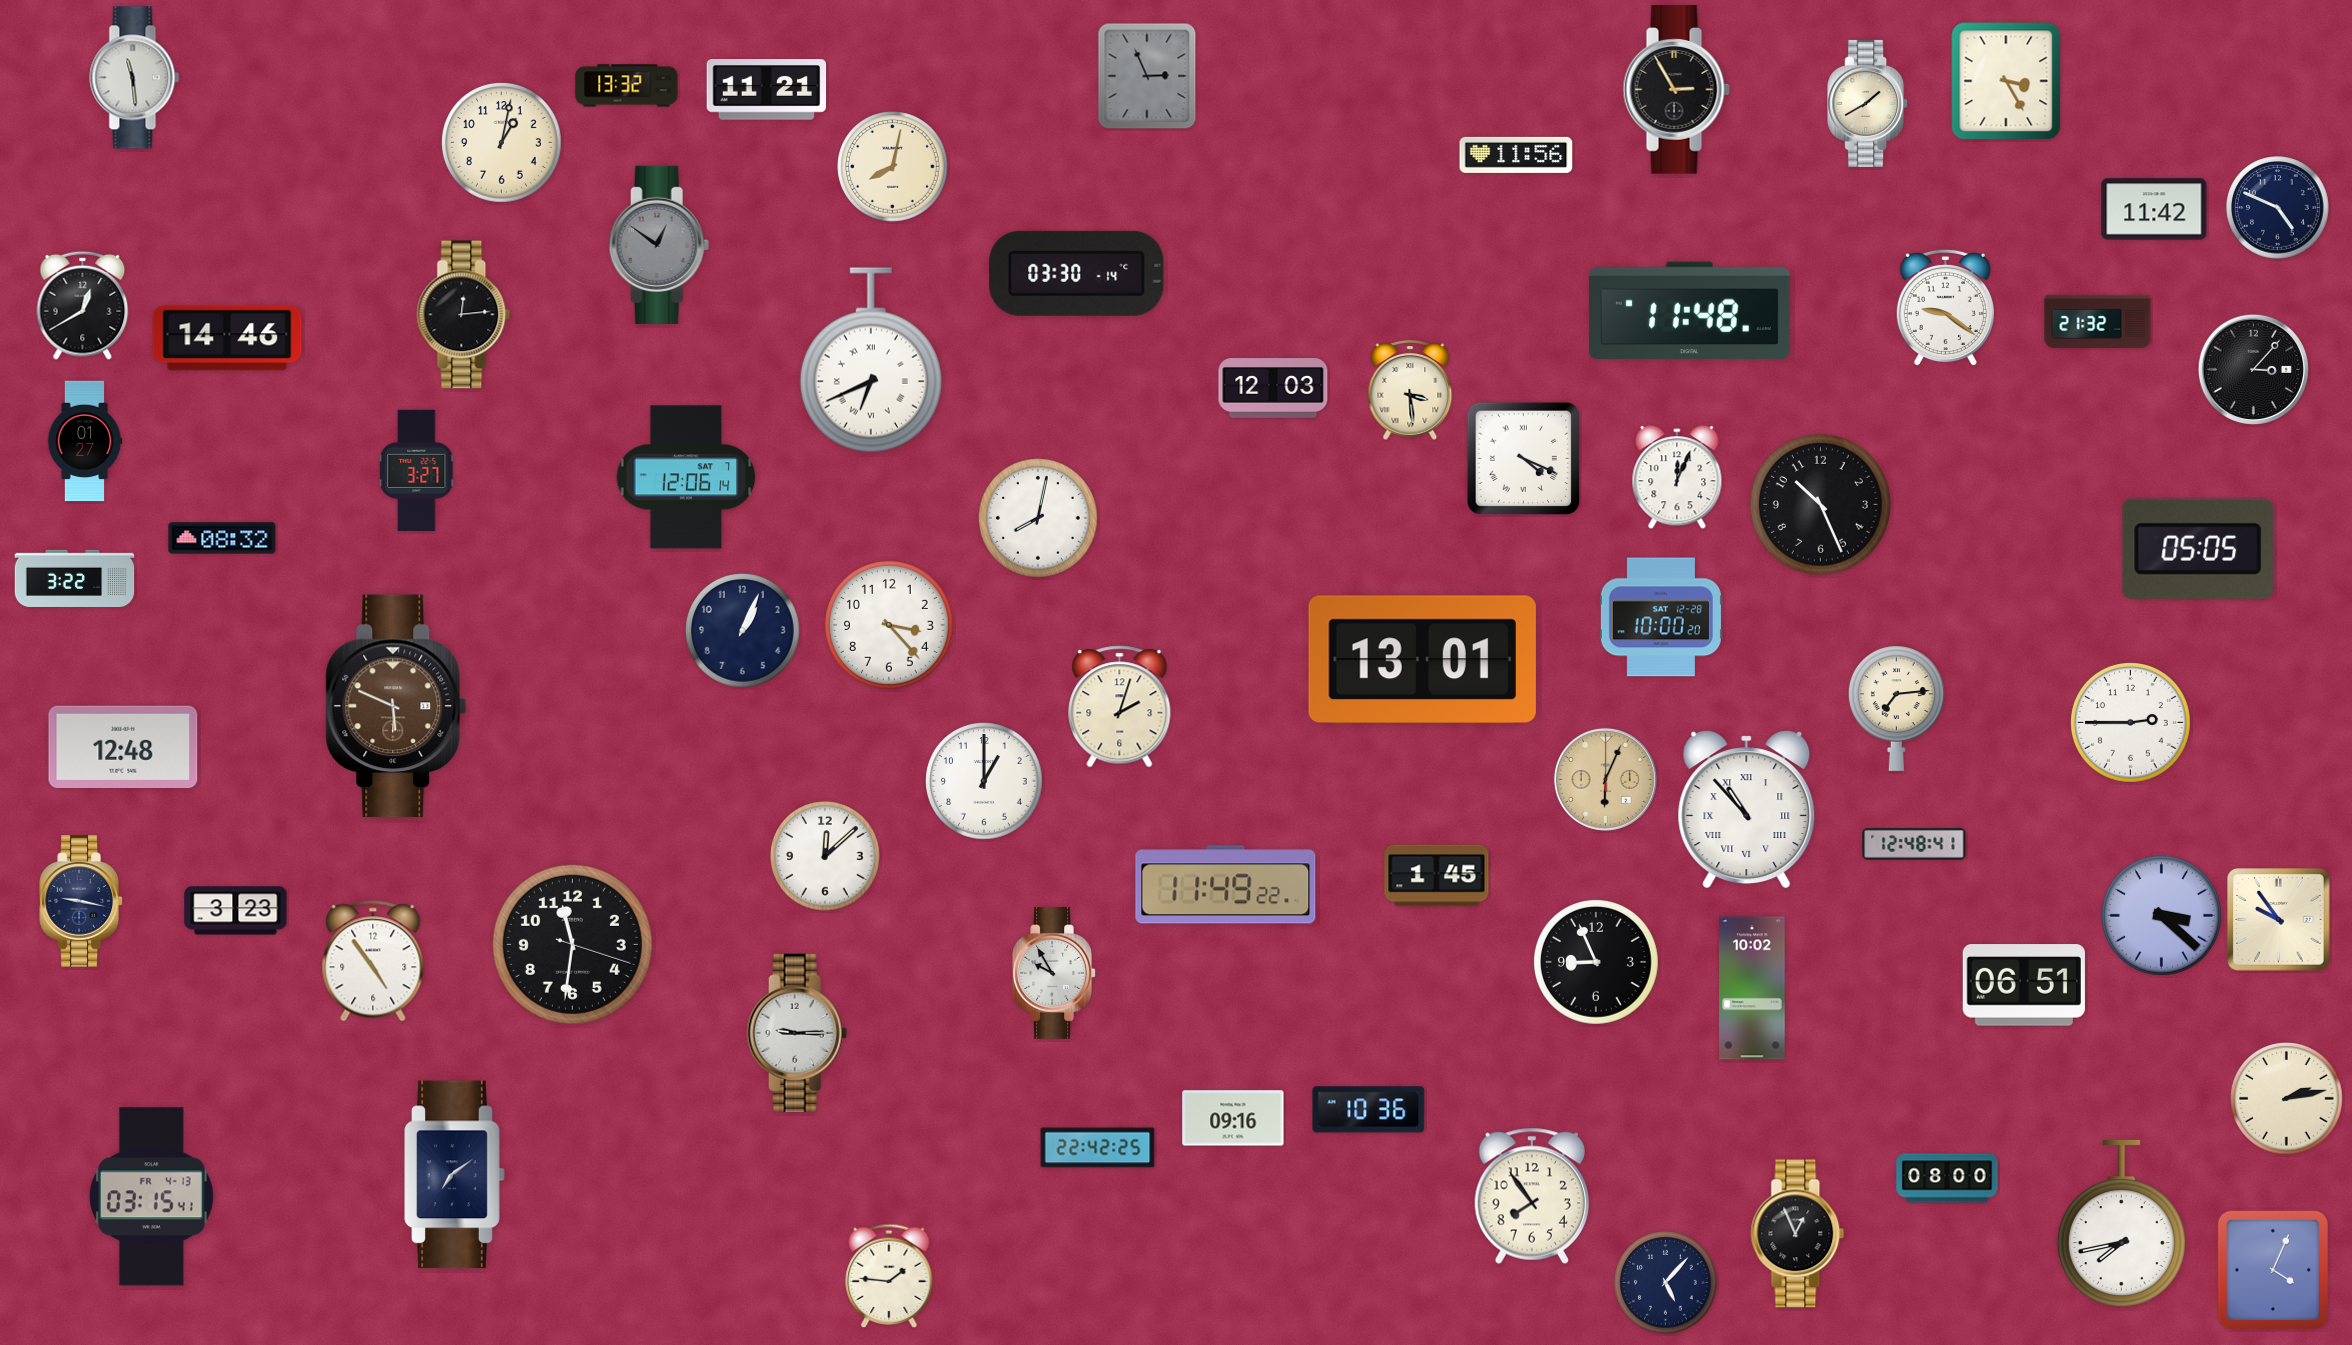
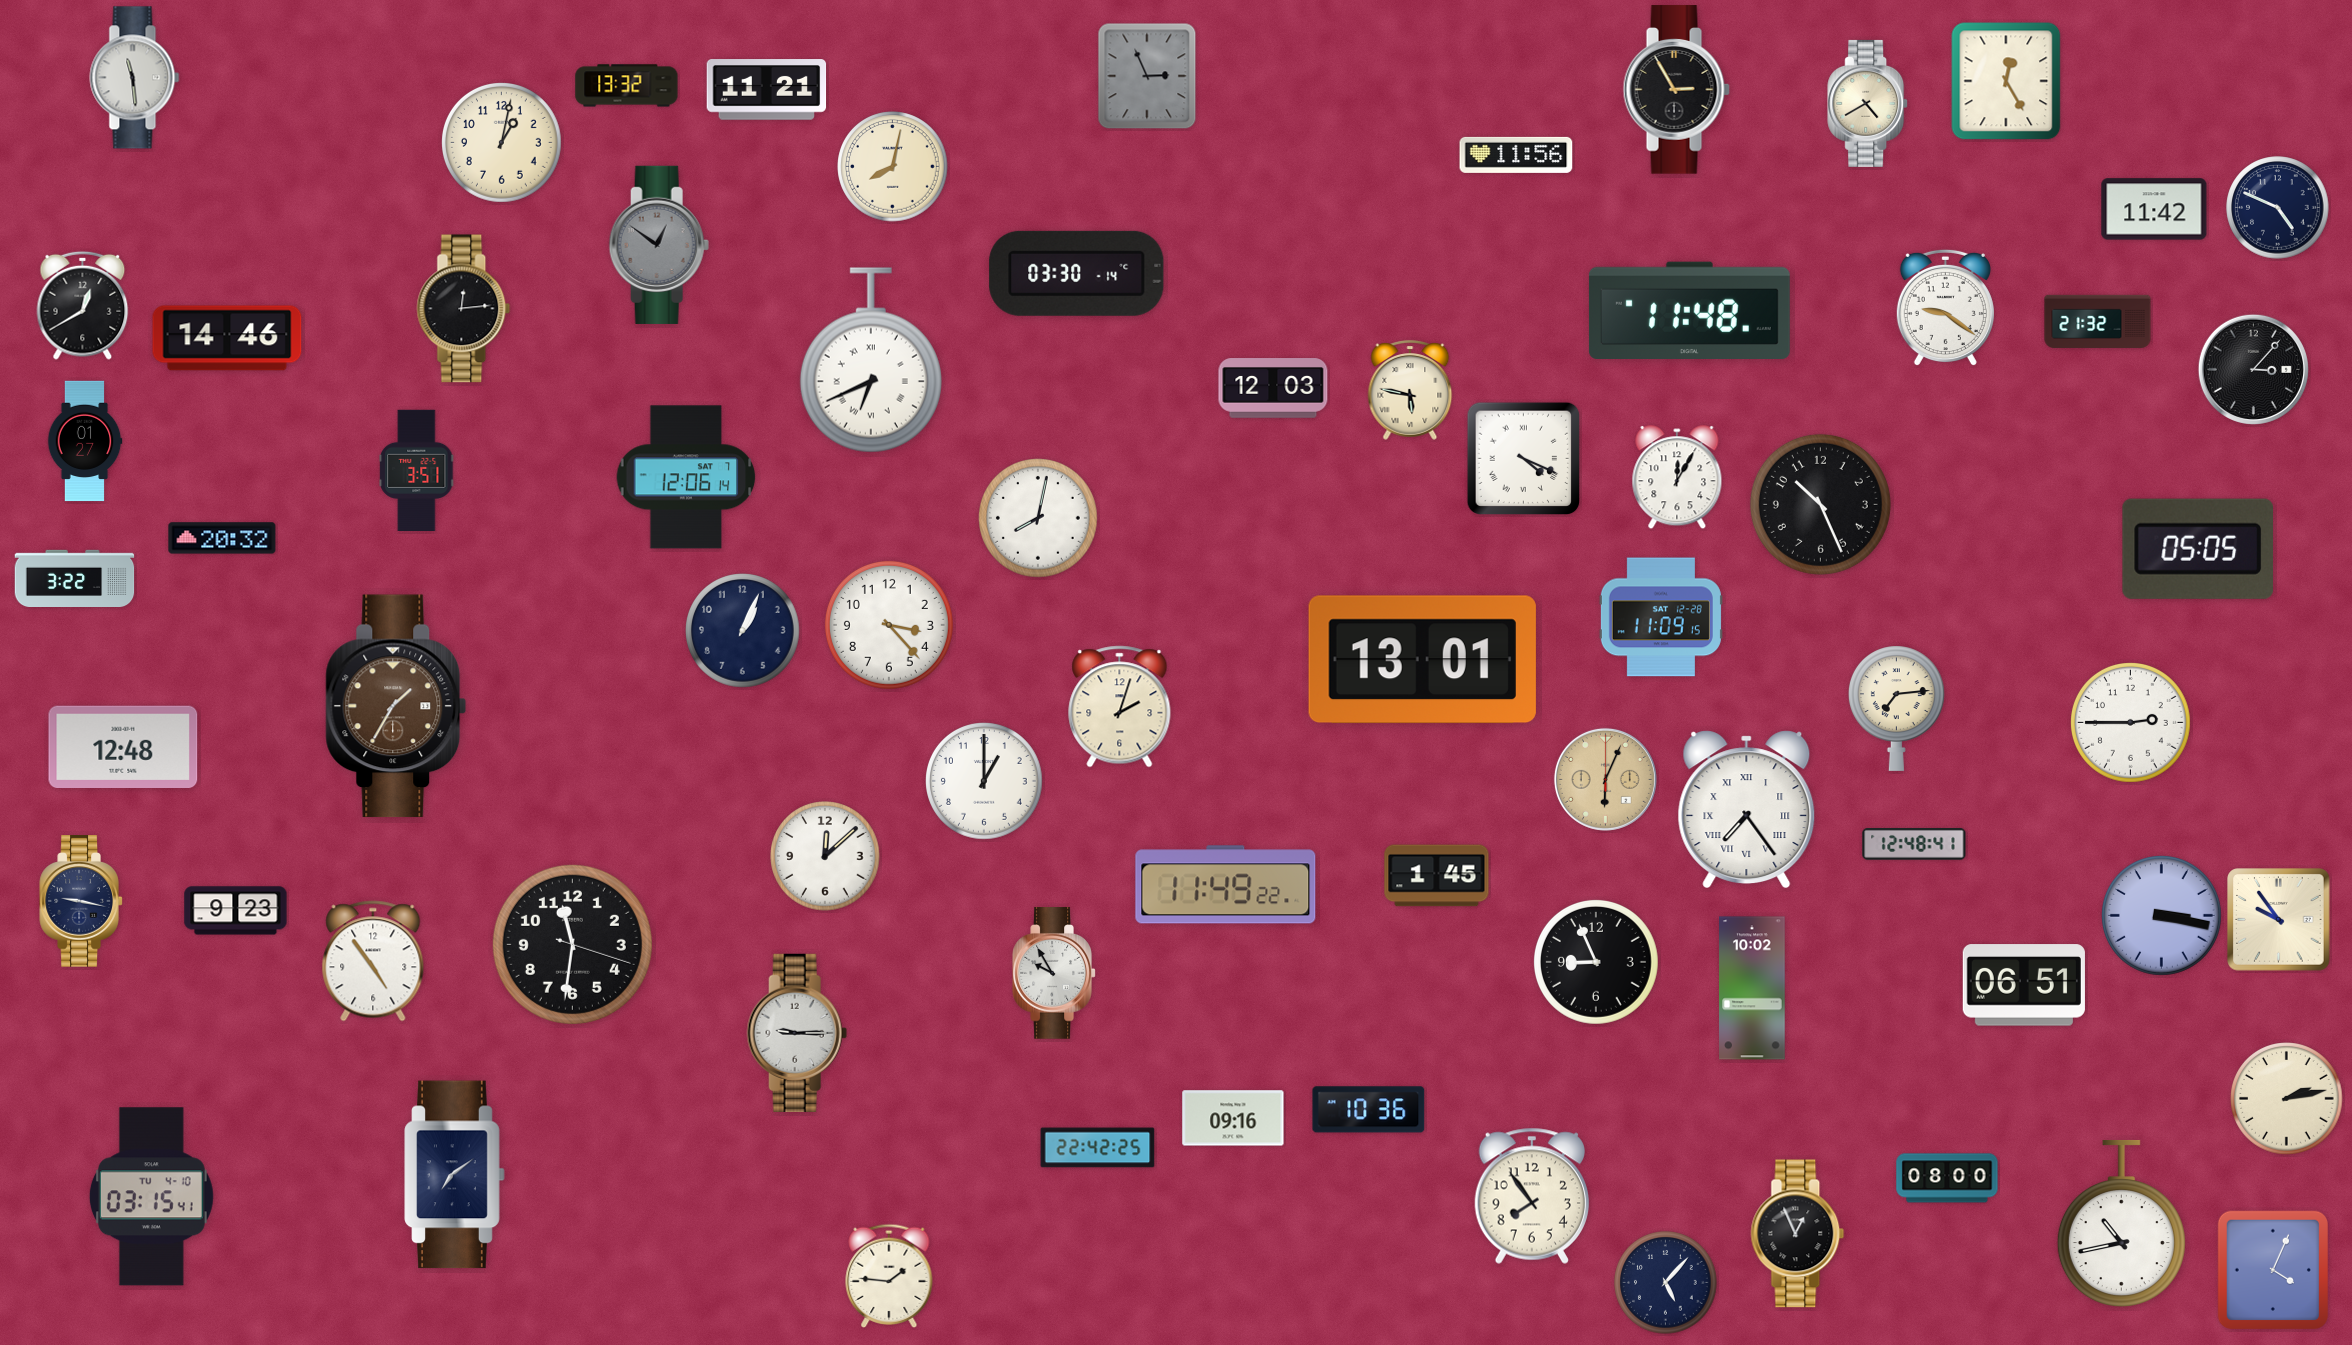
clock at (2006, 81): 3:25 -> 12:25
clock at (1868, 103): 1:40 -> 4:40
clock at (464, 315) position: (464, 315) -> (464, 309)
clock at (1410, 390): 3:29 -> 5:47
clock at (417, 470): 3:27 -> 3:51
clock at (1677, 478): 12:04 -> 12:05
clock at (222, 538): 08:32 -> 20:32
clock at (1661, 617): 10:00 -> 11:09
clock at (396, 706): 5:49 -> 1:35
clock at (1747, 809): 10:53 -> 7:24
clock at (236, 911): 3:23 -> 9:23
clock at (2162, 916): 3:22 -> 3:17
clock at (151, 1197) date: FR 4-13 -> TU 4-10
clock at (2121, 1224): 7:43 -> 10:43
